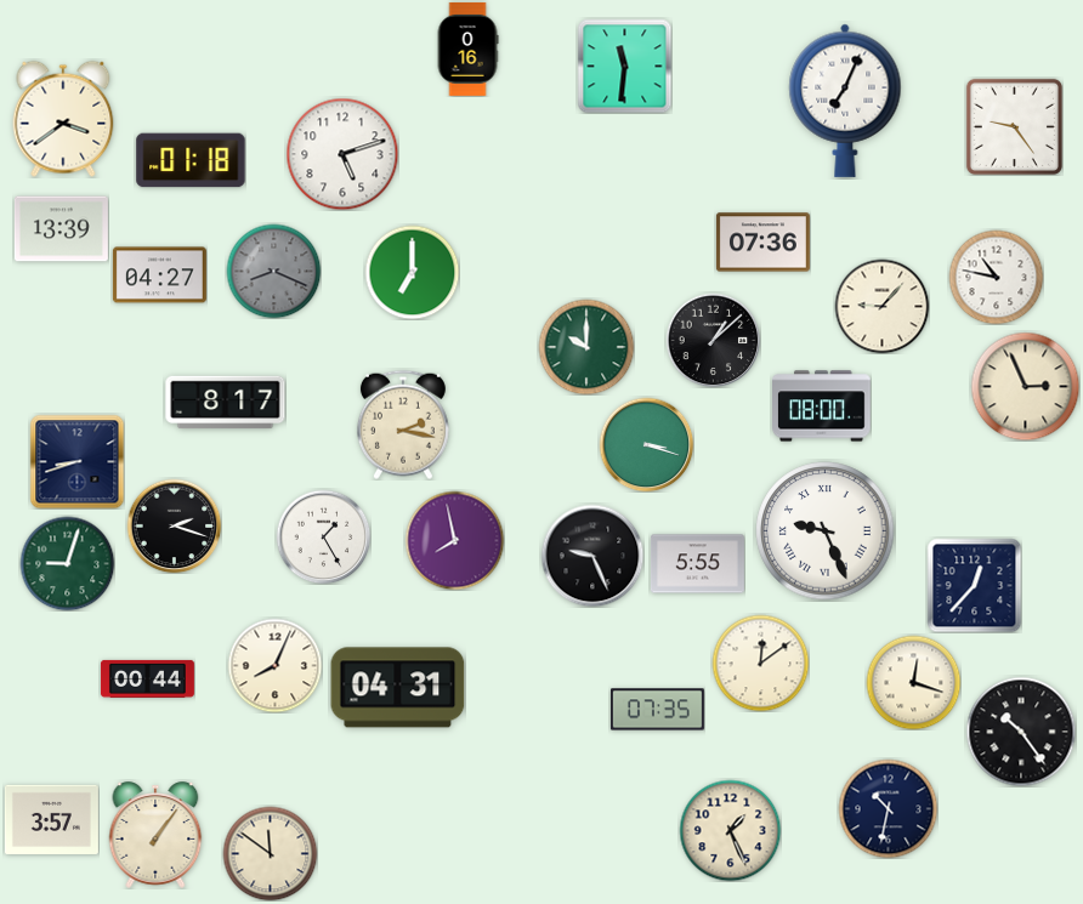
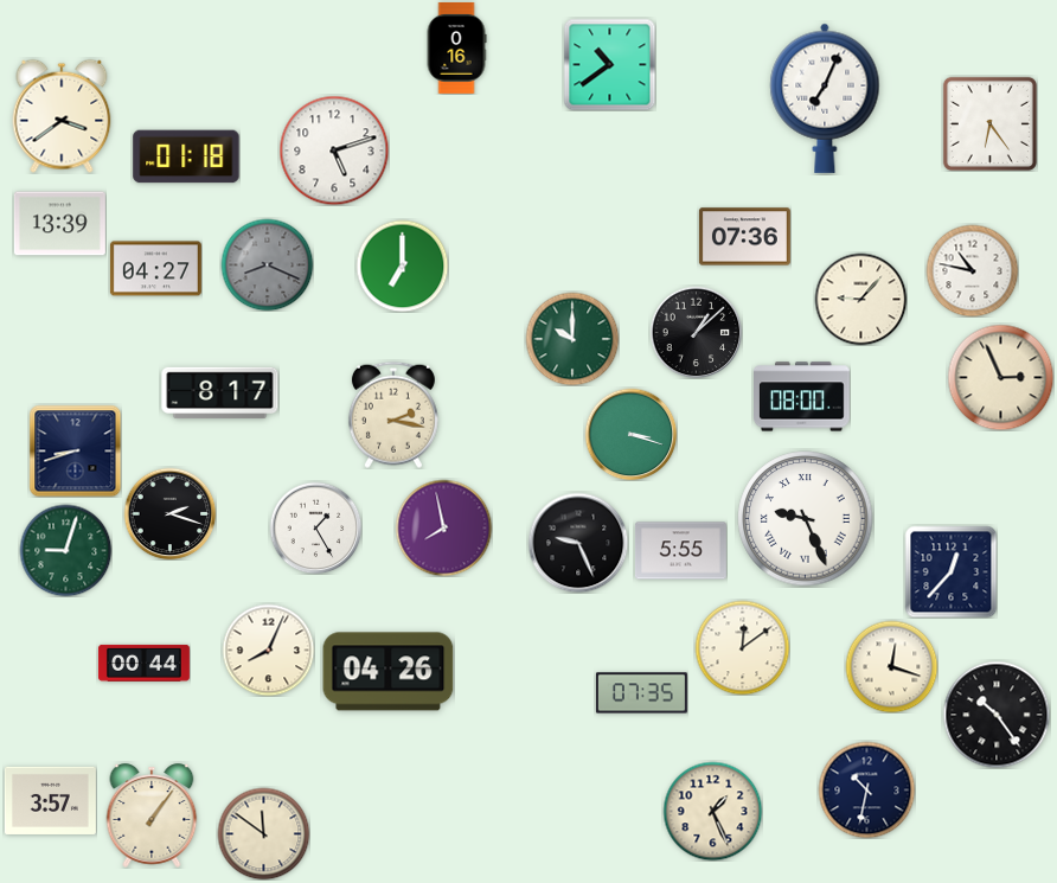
clock at (624, 66): 11:31 -> 10:39
clock at (1014, 126): 9:24 -> 6:24
clock at (323, 536) position: (323, 536) -> (315, 527)
clock at (398, 688): 04:31 -> 04:26
